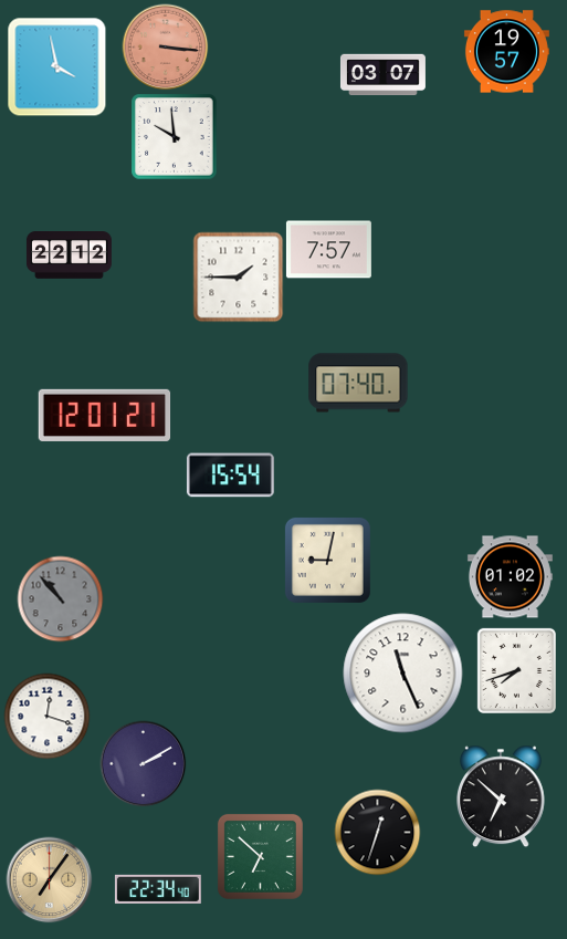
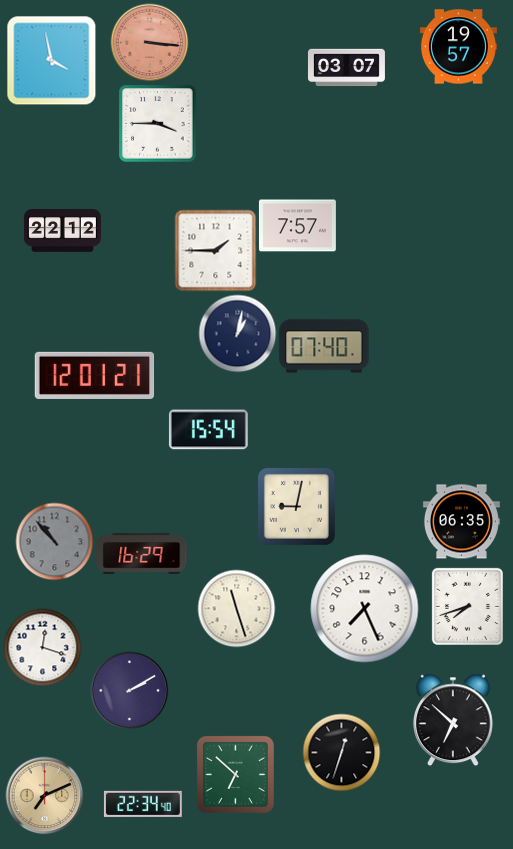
clock at (174, 136): 9:59 -> 3:45
clock at (237, 333): none -> 1:02
clock at (510, 577): 01:02 -> 06:35
clock at (142, 554): none -> 16:29
clock at (236, 608): none -> 11:27
clock at (403, 674): 11:26 -> 7:26
clock at (49, 879): 7:06 -> 7:11
